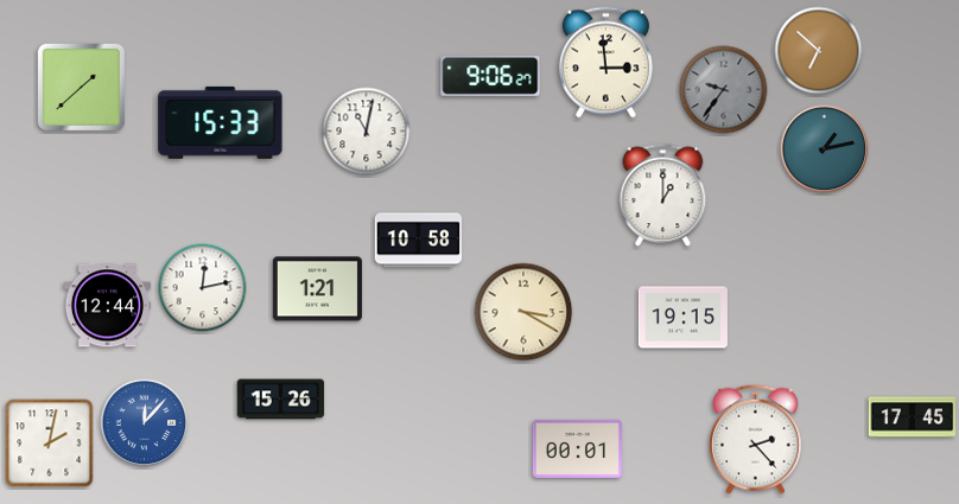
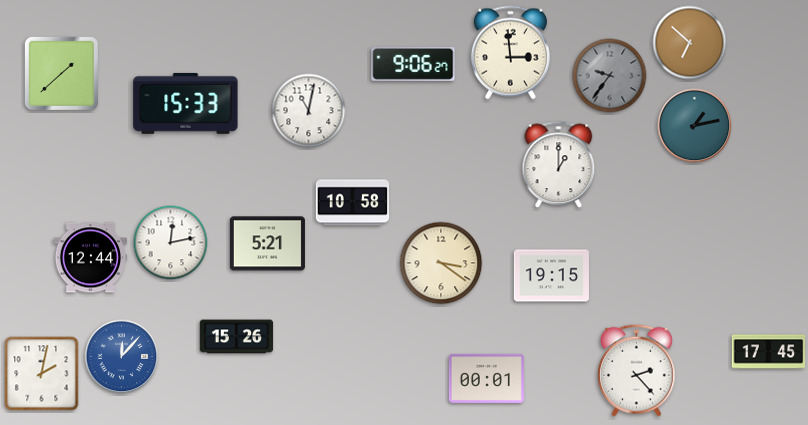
clock at (81, 87) position: (81, 87) -> (61, 73)
clock at (317, 289): 1:21 -> 5:21
clock at (523, 312): 3:20 -> 3:21
clock at (682, 318) position: (682, 318) -> (551, 276)
